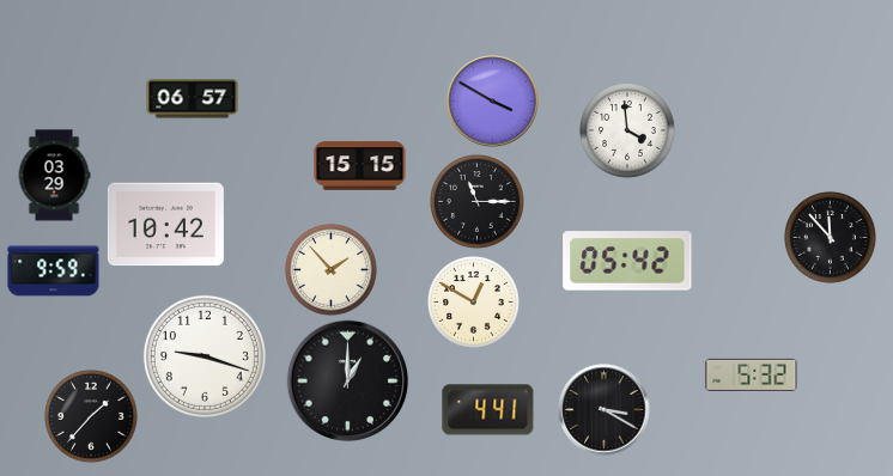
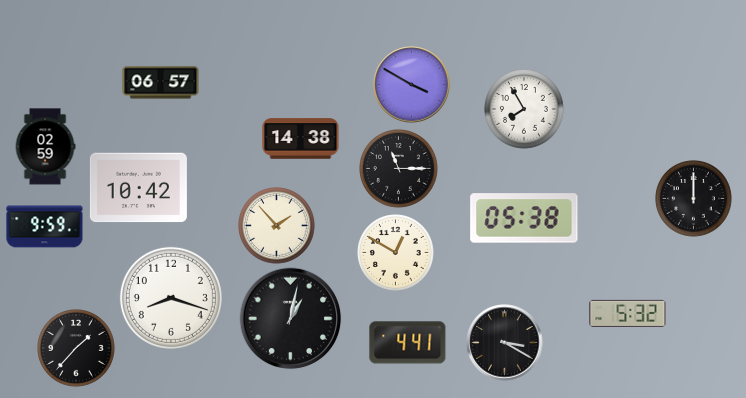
clock at (628, 132): 3:59 -> 7:55
clock at (360, 166): 15:15 -> 14:38
clock at (54, 176): 03:29 -> 02:59
clock at (831, 238): 11:53 -> 12:00
clock at (627, 261): 05:42 -> 05:38
clock at (205, 356): 9:18 -> 8:18
clock at (348, 382): 1:00 -> 1:02
